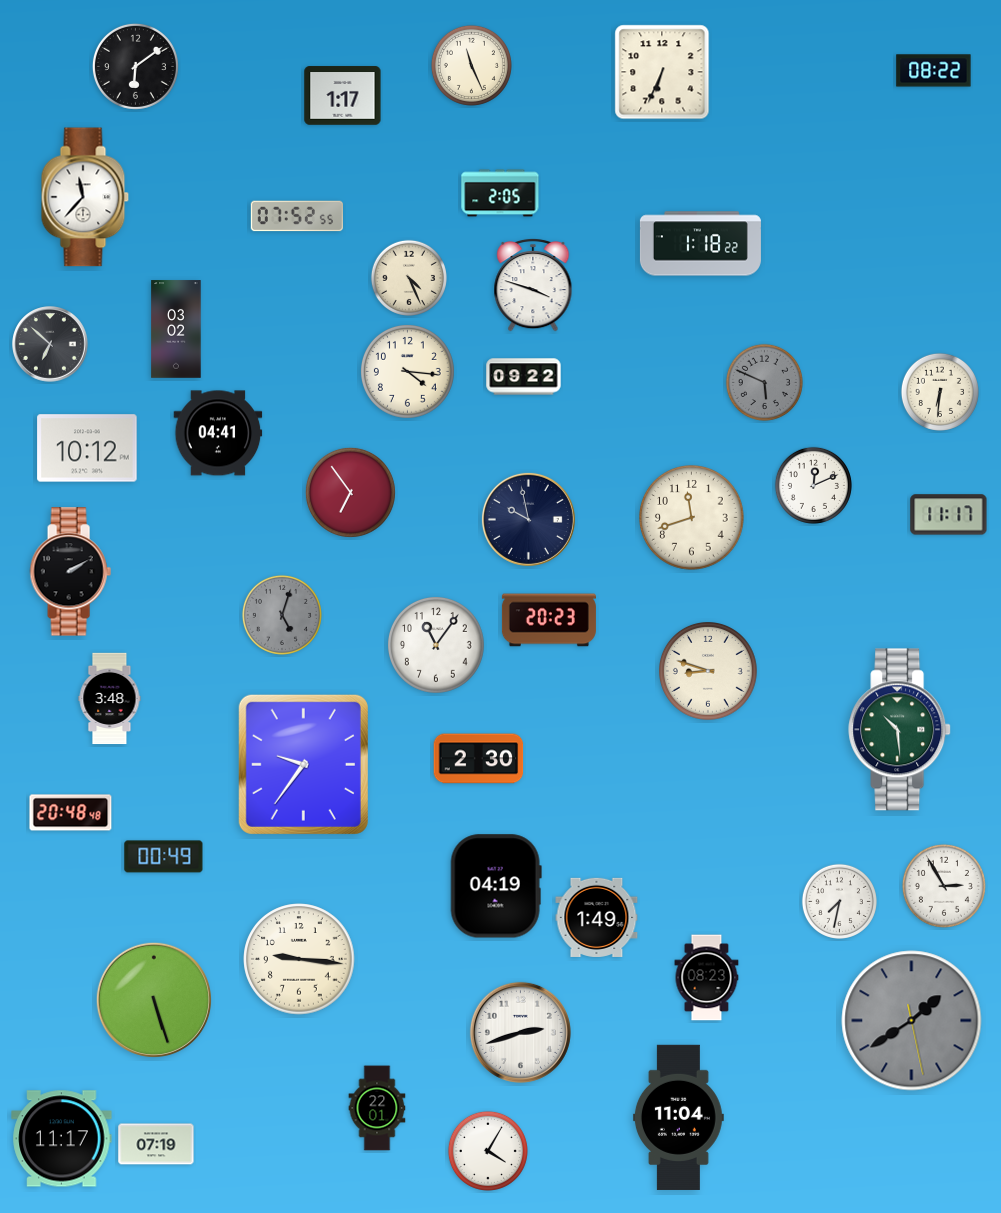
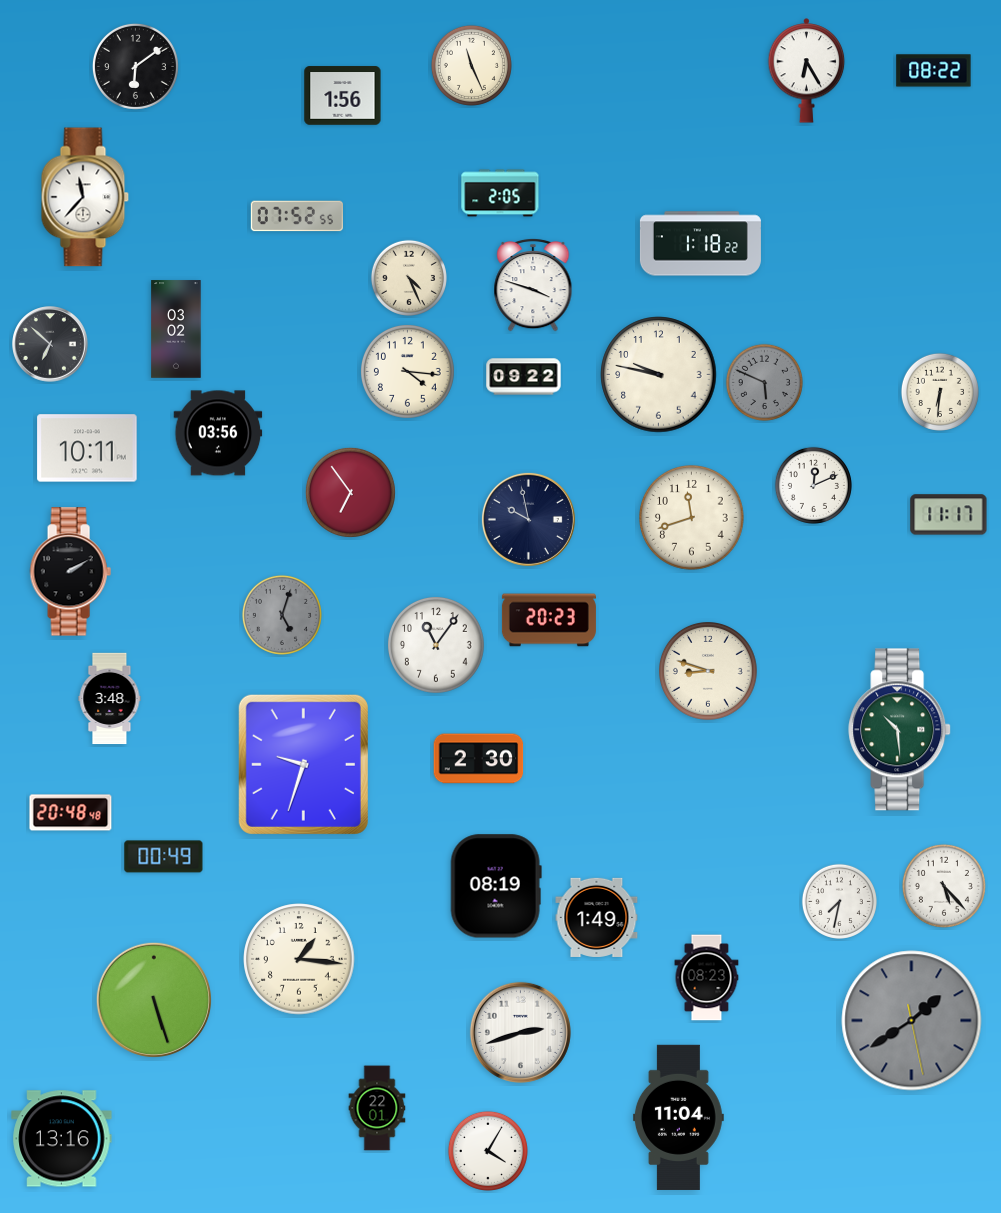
clock at (807, 71): none -> 6:25
clock at (662, 72): 6:34 -> none
clock at (343, 96): 1:17 -> 1:56
clock at (659, 375): none -> 9:47
clock at (218, 433): 04:41 -> 03:56
clock at (87, 448): 10:12 -> 10:11
clock at (303, 764): 9:36 -> 9:33
clock at (496, 886): 04:19 -> 08:19
clock at (944, 886): 2:55 -> 5:23
clock at (299, 959): 9:16 -> 1:16
clock at (62, 1139): 11:17 -> 13:16
clock at (156, 1144): 07:19 -> none
